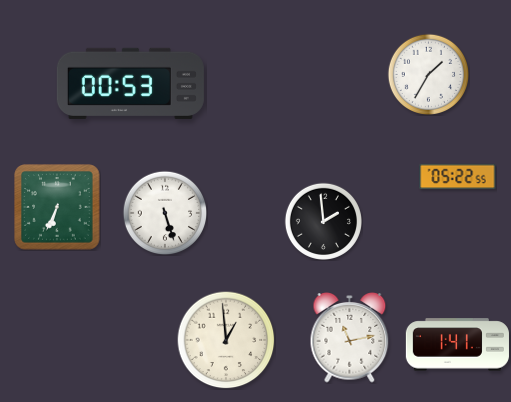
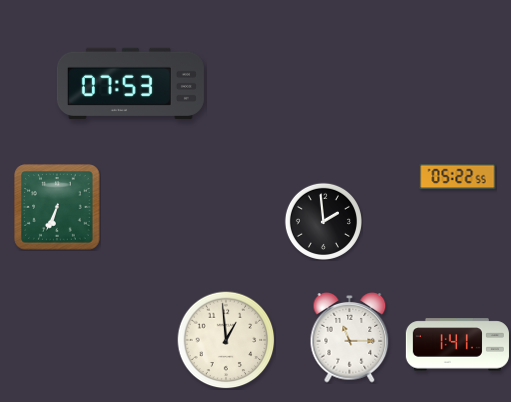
clock at (428, 74): 1:35 -> none
clock at (130, 83): 00:53 -> 07:53
clock at (165, 213): 5:27 -> none
clock at (350, 338): 11:13 -> 11:15
